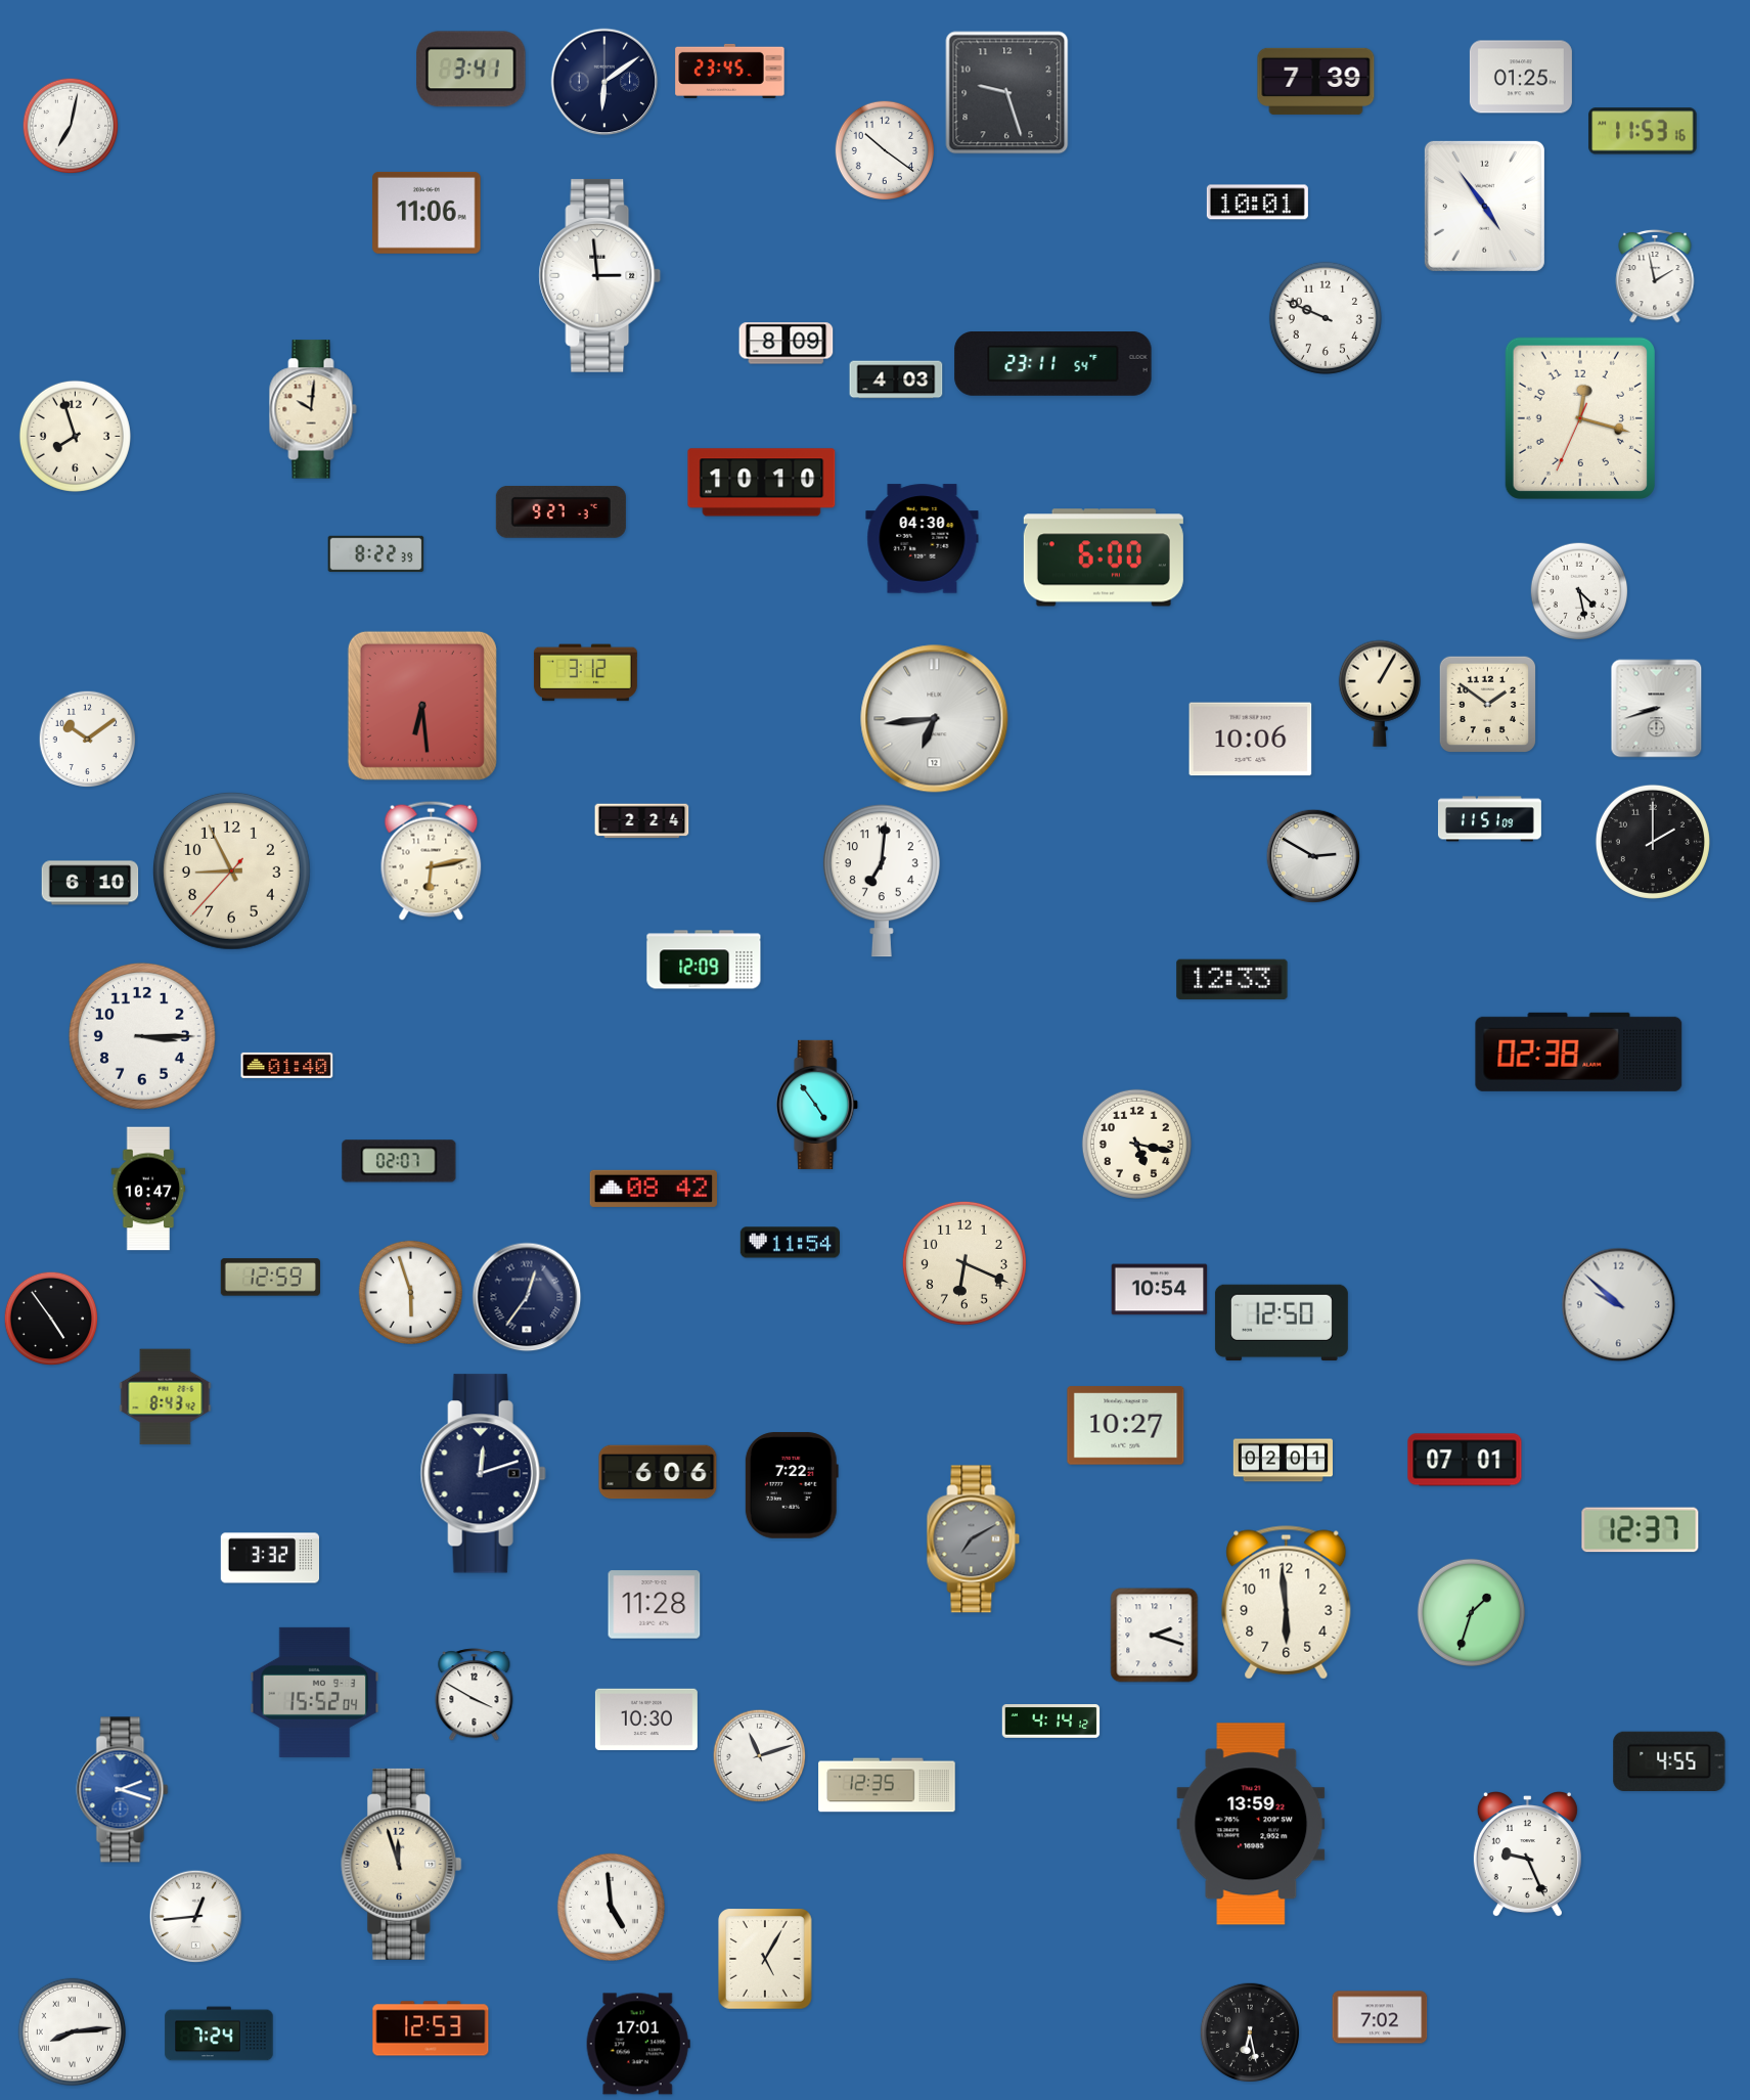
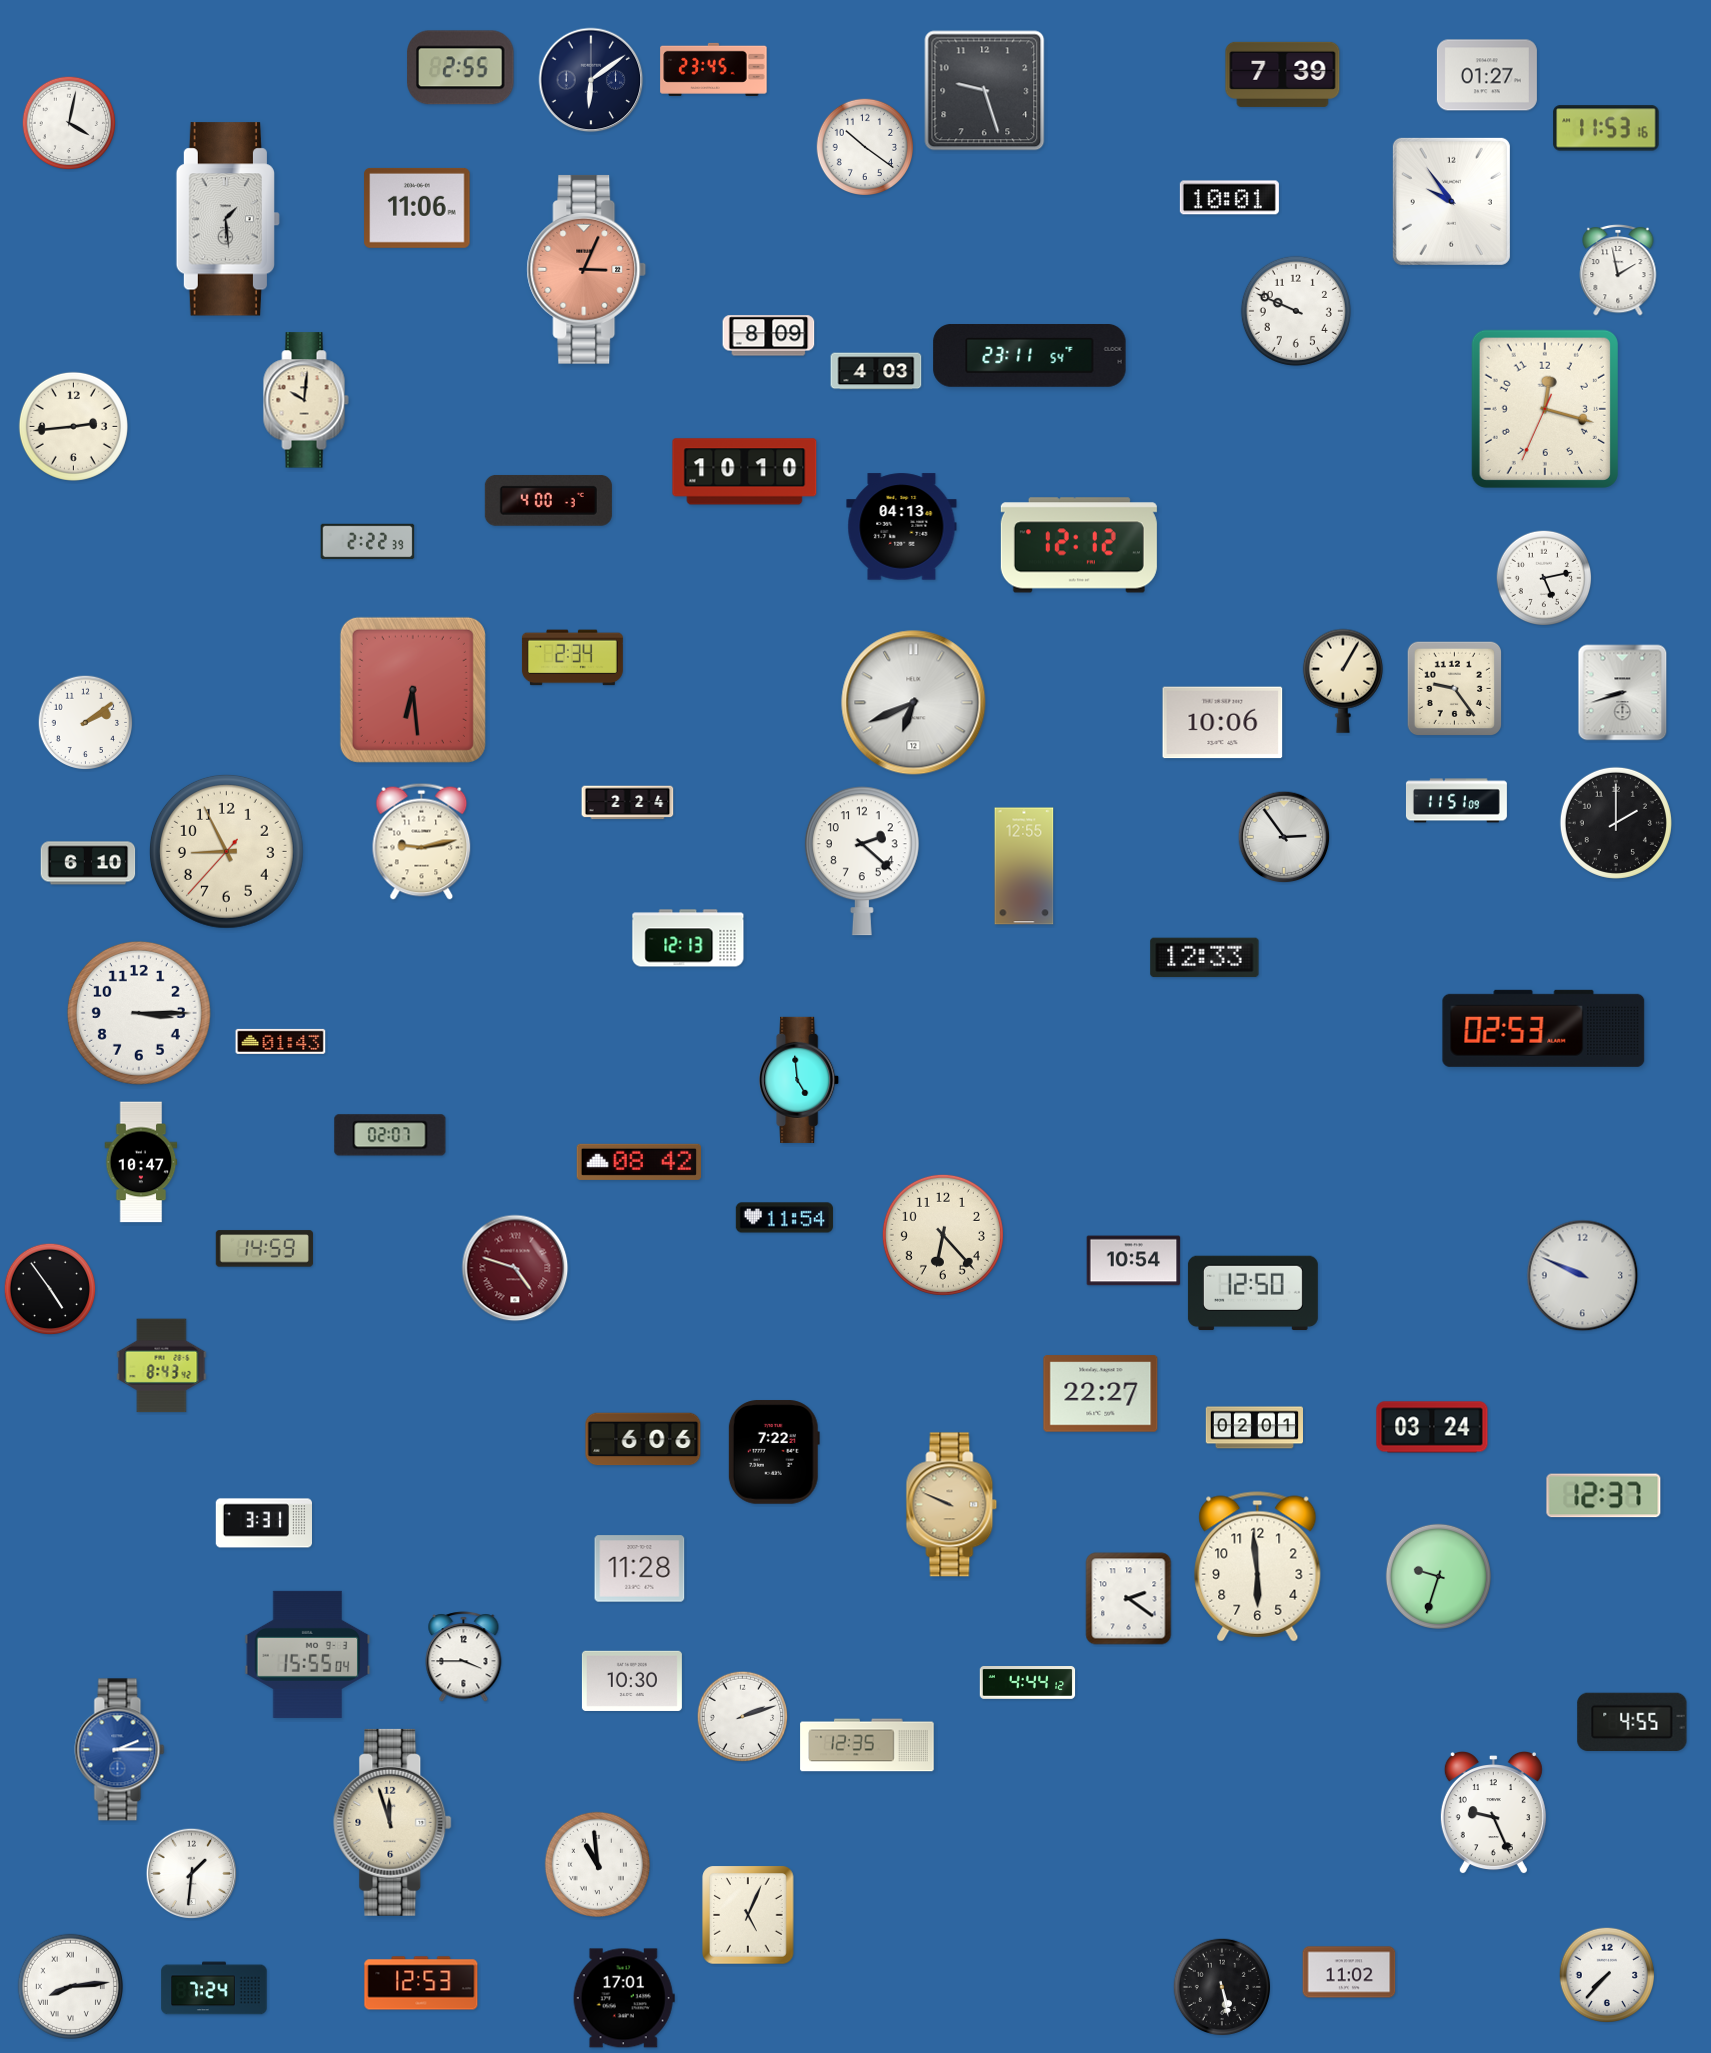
clock at (472, 70): 3:41 -> 2:55
clock at (1521, 77): 01:25 -> 01:27
clock at (1316, 81) position: (1316, 81) -> (1283, 74)
clock at (71, 126): 7:02 -> 4:02
clock at (1484, 206): 4:54 -> 9:54
clock at (228, 219): none -> 1:29
clock at (600, 275): 2:59 -> 3:04
clock at (600, 275) dial: white -> salmon
clock at (75, 436): 7:57 -> 2:44
clock at (560, 511): 9:27 -> 4:00
clock at (923, 539): 04:30 -> 04:13
clock at (376, 554): 8:22 -> 2:22
clock at (1104, 557): 6:00 -> 12:12
clock at (1579, 591): 4:28 -> 5:13
clock at (585, 673): 3:12 -> 2:34
clock at (1380, 694) position: (1380, 694) -> (1343, 681)
clock at (1487, 704): 1:51 -> 9:24
clock at (1657, 709) position: (1657, 709) -> (1623, 693)
clock at (935, 719): 6:44 -> 6:41
clock at (88, 740): 10:09 -> 2:09
clock at (1313, 856): 2:50 -> 2:54
clock at (432, 860): 6:13 -> 9:13
clock at (882, 881): 7:01 -> 2:22
clock at (1024, 866): none -> 12:55
clock at (704, 959): 12:09 -> 12:13
clock at (1579, 1052): 02:38 -> 02:53
clock at (287, 1065): 01:40 -> 01:43
clock at (818, 1105): 4:54 -> 4:59
clock at (1136, 1144): 5:17 -> none
clock at (148, 1189) position: (148, 1189) -> (141, 1162)
clock at (790, 1243) position: (790, 1243) -> (784, 1218)
clock at (964, 1263): 6:19 -> 6:23
clock at (270, 1278): 12:59 -> 14:59
clock at (410, 1292): 5:57 -> none
clock at (527, 1297): 12:36 -> 4:48
clock at (527, 1297) dial: navy -> burgundy
clock at (1619, 1305): 9:52 -> 9:49
clock at (1126, 1426): 10:27 -> 22:27
clock at (1465, 1460): 07:01 -> 03:24
clock at (483, 1474): 12:12 -> none
clock at (974, 1539): 7:10 -> 9:49
clock at (974, 1539) dial: grey -> champagne
clock at (269, 1558): 3:32 -> 3:31
clock at (1471, 1612): 1:33 -> 9:33
clock at (1155, 1636): 2:18 -> 2:21
clock at (315, 1692): 15:52 -> 15:55
clock at (475, 1695): 3:50 -> 3:45
clock at (1051, 1722): 4:14 -> 4:44
clock at (760, 1756): 11:12 -> 2:12
clock at (123, 1790): 2:18 -> 2:15
clock at (1251, 1824): 13:59 -> none
clock at (611, 1907): 4:59 -> 10:59
clock at (196, 1917): 12:44 -> 1:31
clock at (765, 1959): 5:05 -> 5:04
clock at (1380, 2017): 7:02 -> 11:02
clock at (1607, 1975): none -> 7:37
clock at (1249, 2031): 6:28 -> 5:28
